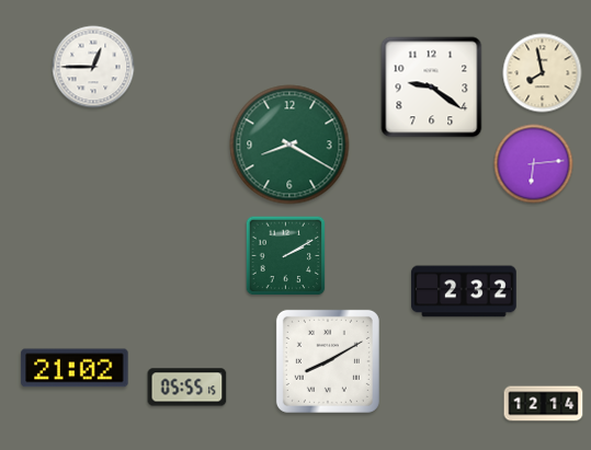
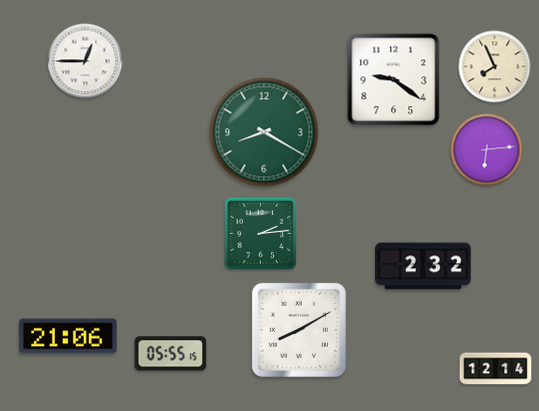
clock at (543, 73): 7:58 -> 7:56
clock at (286, 256): 2:10 -> 2:14
clock at (75, 368): 21:02 -> 21:06
